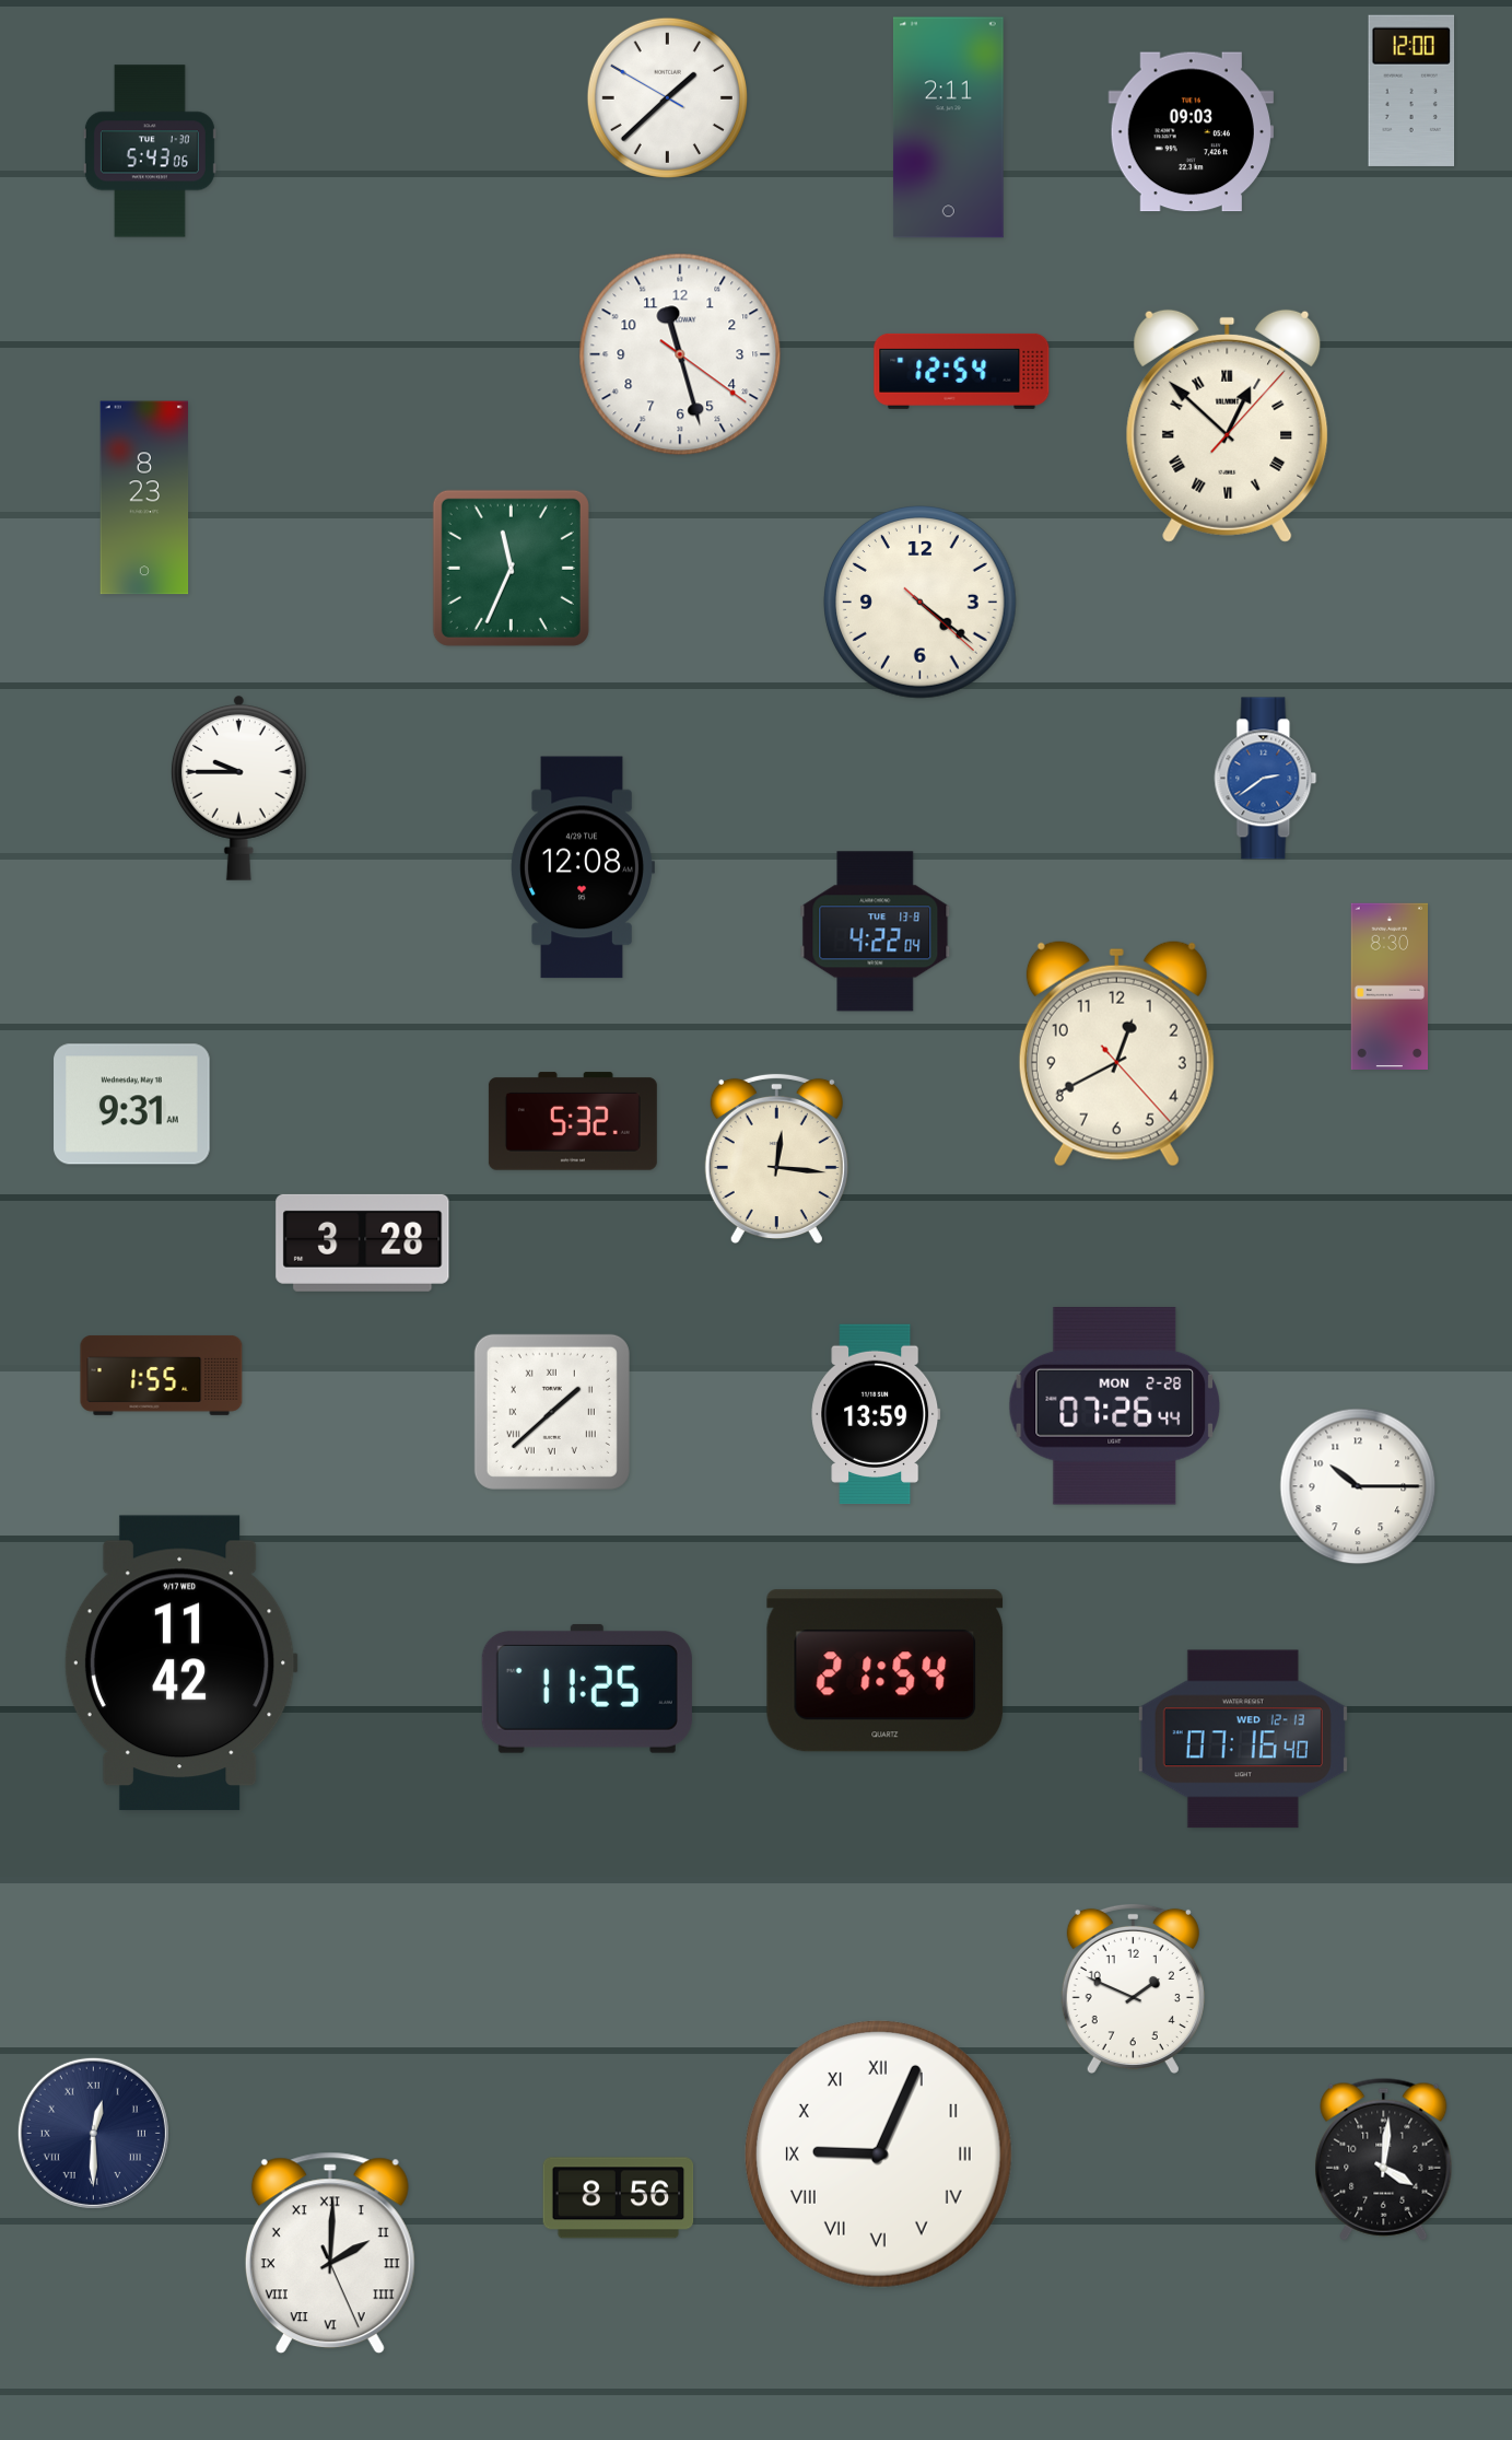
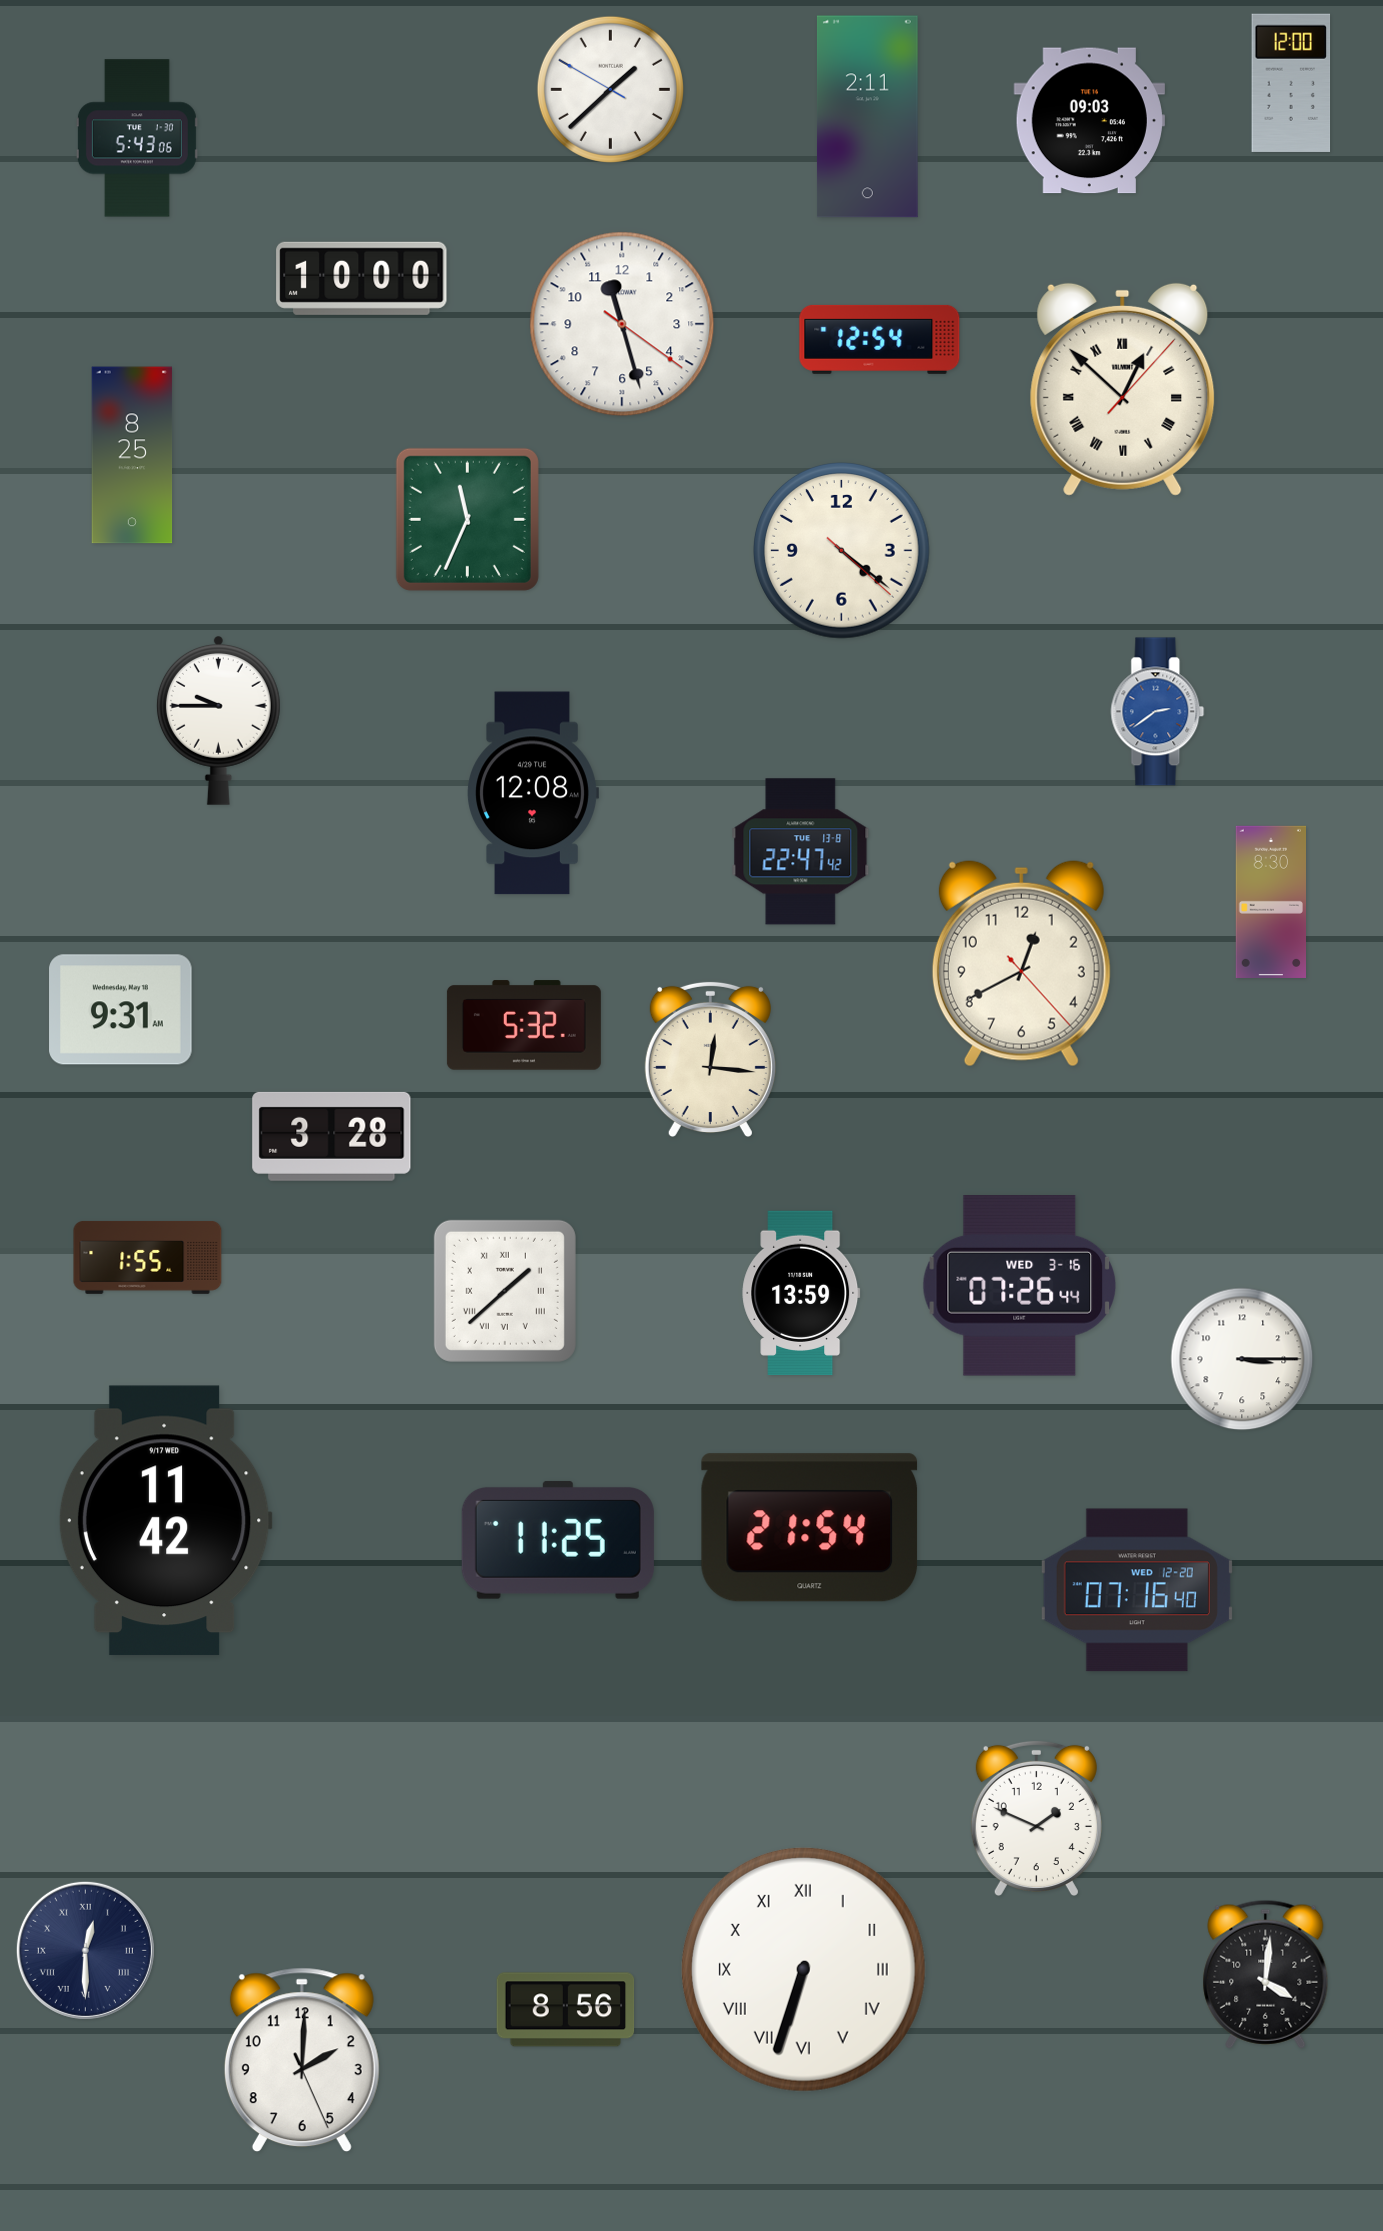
clock at (362, 278): none -> 10:00
clock at (144, 498): 8:23 -> 8:25
clock at (876, 932): 4:22 -> 22:47
clock at (1115, 1406) date: MON 2-28 -> WED 3-16
clock at (1358, 1486): 10:15 -> 3:15
clock at (587, 1689) position: (587, 1689) -> (558, 1540)
clock at (1243, 1739) date: WED 12-13 -> WED 12-20
clock at (878, 2153): 9:04 -> 6:33
clock at (330, 2253) numerals: Roman -> Arabic
